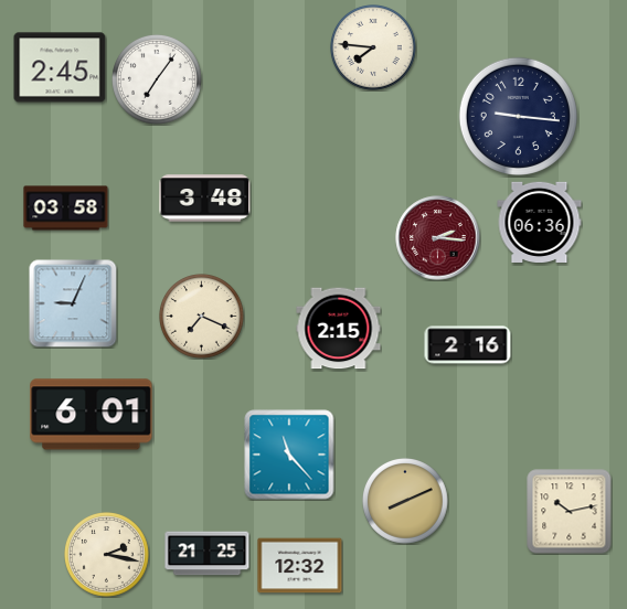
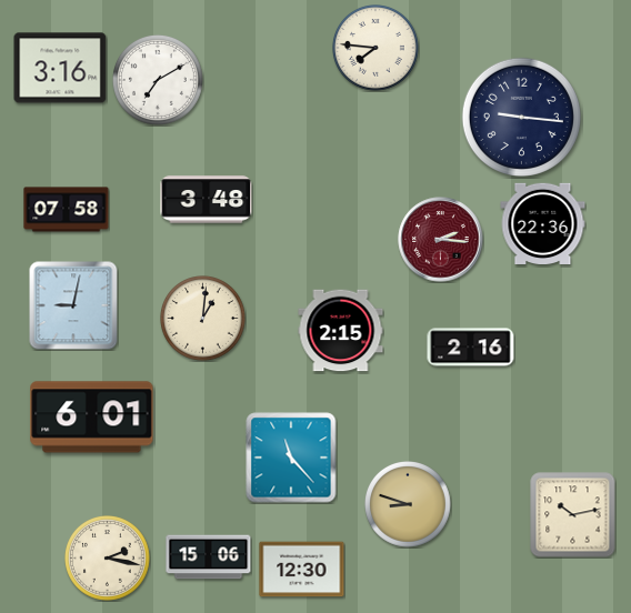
clock at (60, 67): 2:45 -> 3:16
clock at (157, 79): 7:06 -> 7:10
clock at (66, 209): 03:58 -> 07:58
clock at (540, 222): 06:36 -> 22:36
clock at (73, 303): 9:04 -> 9:02
clock at (202, 317): 7:19 -> 1:01
clock at (406, 502): 8:11 -> 8:48
clock at (208, 554): 21:25 -> 15:06
clock at (300, 566): 12:32 -> 12:30
